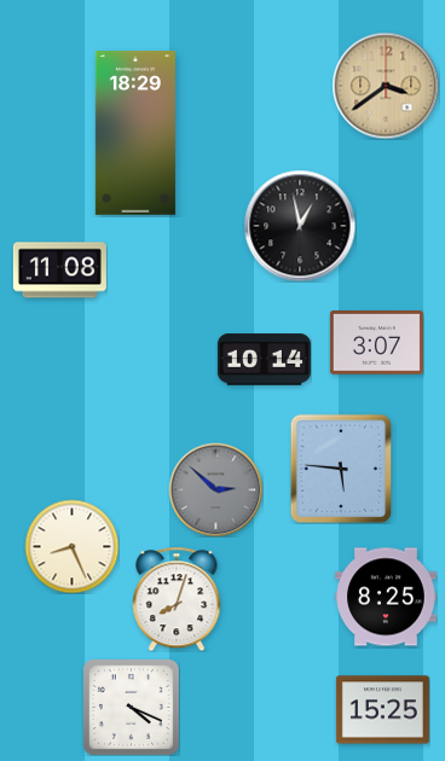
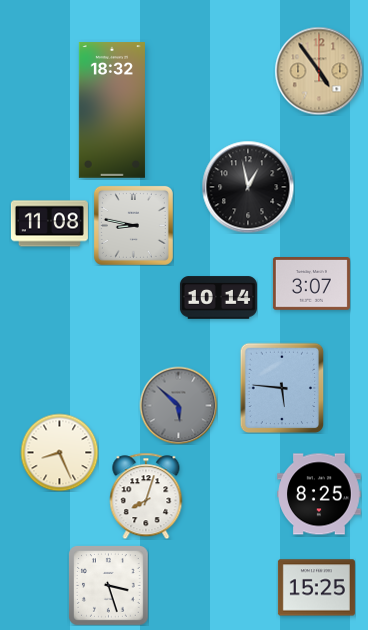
clock at (386, 86): 3:39 -> 4:54
clock at (135, 133): 18:29 -> 18:32
clock at (133, 225): none -> 8:47
clock at (215, 489): 2:52 -> 5:52
clock at (132, 708): 4:19 -> 3:27
